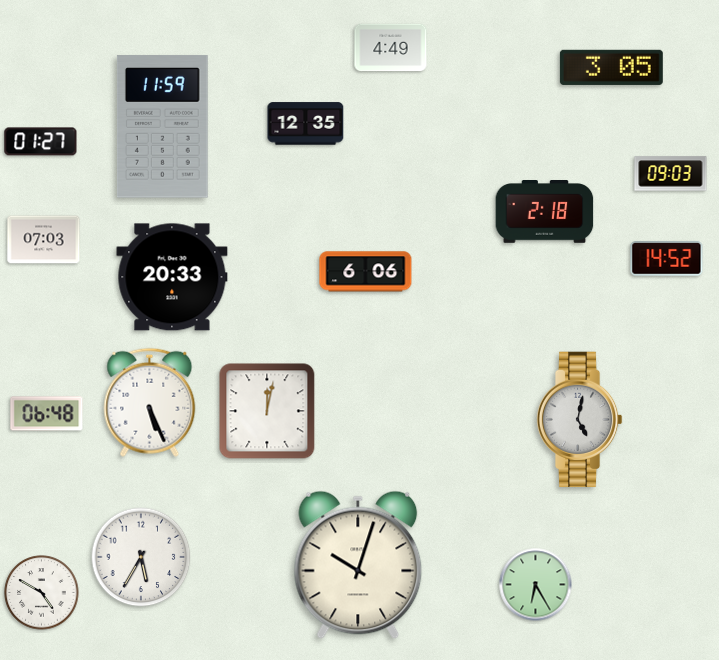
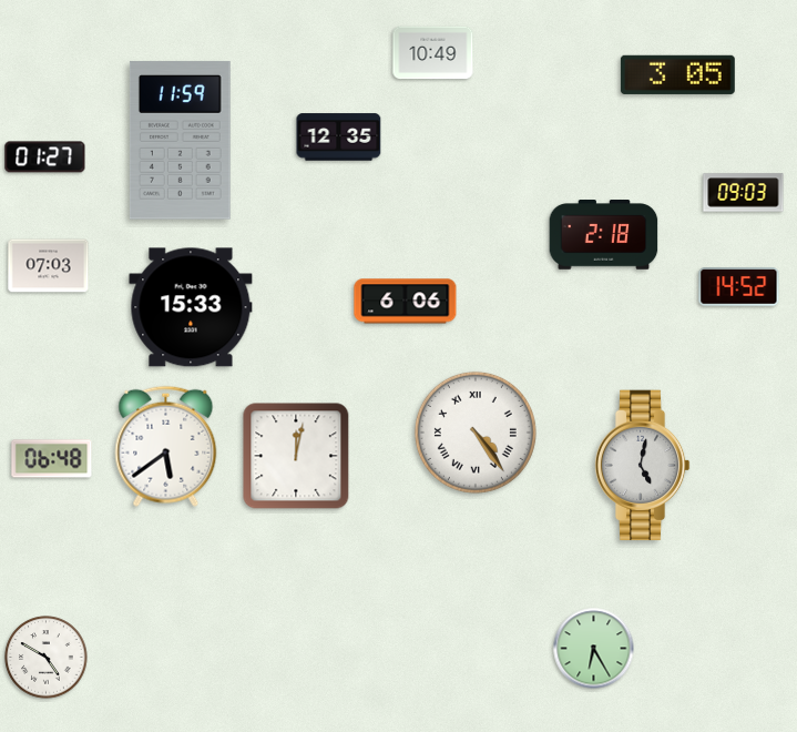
clock at (391, 48): 4:49 -> 10:49
clock at (172, 277): 20:33 -> 15:33
clock at (476, 433): none -> 4:24
clock at (150, 402): 5:26 -> 5:39
clock at (141, 557): 5:35 -> none
clock at (358, 565): 10:03 -> none
